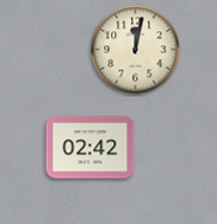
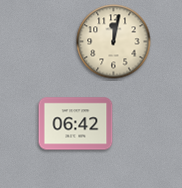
clock at (91, 148): 02:42 -> 06:42
